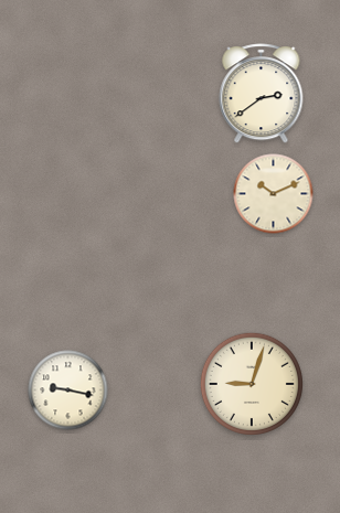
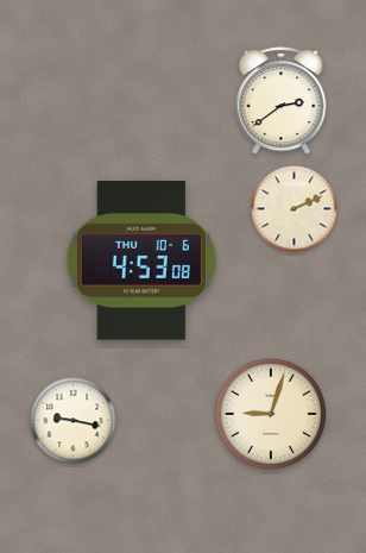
clock at (274, 194): 10:11 -> 2:11
clock at (141, 260): none -> 4:53
